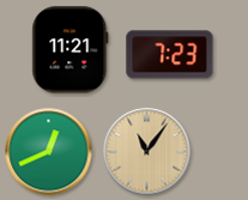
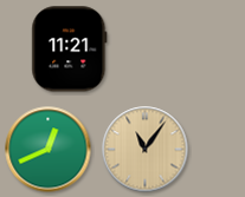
clock at (170, 55): 7:23 -> none
